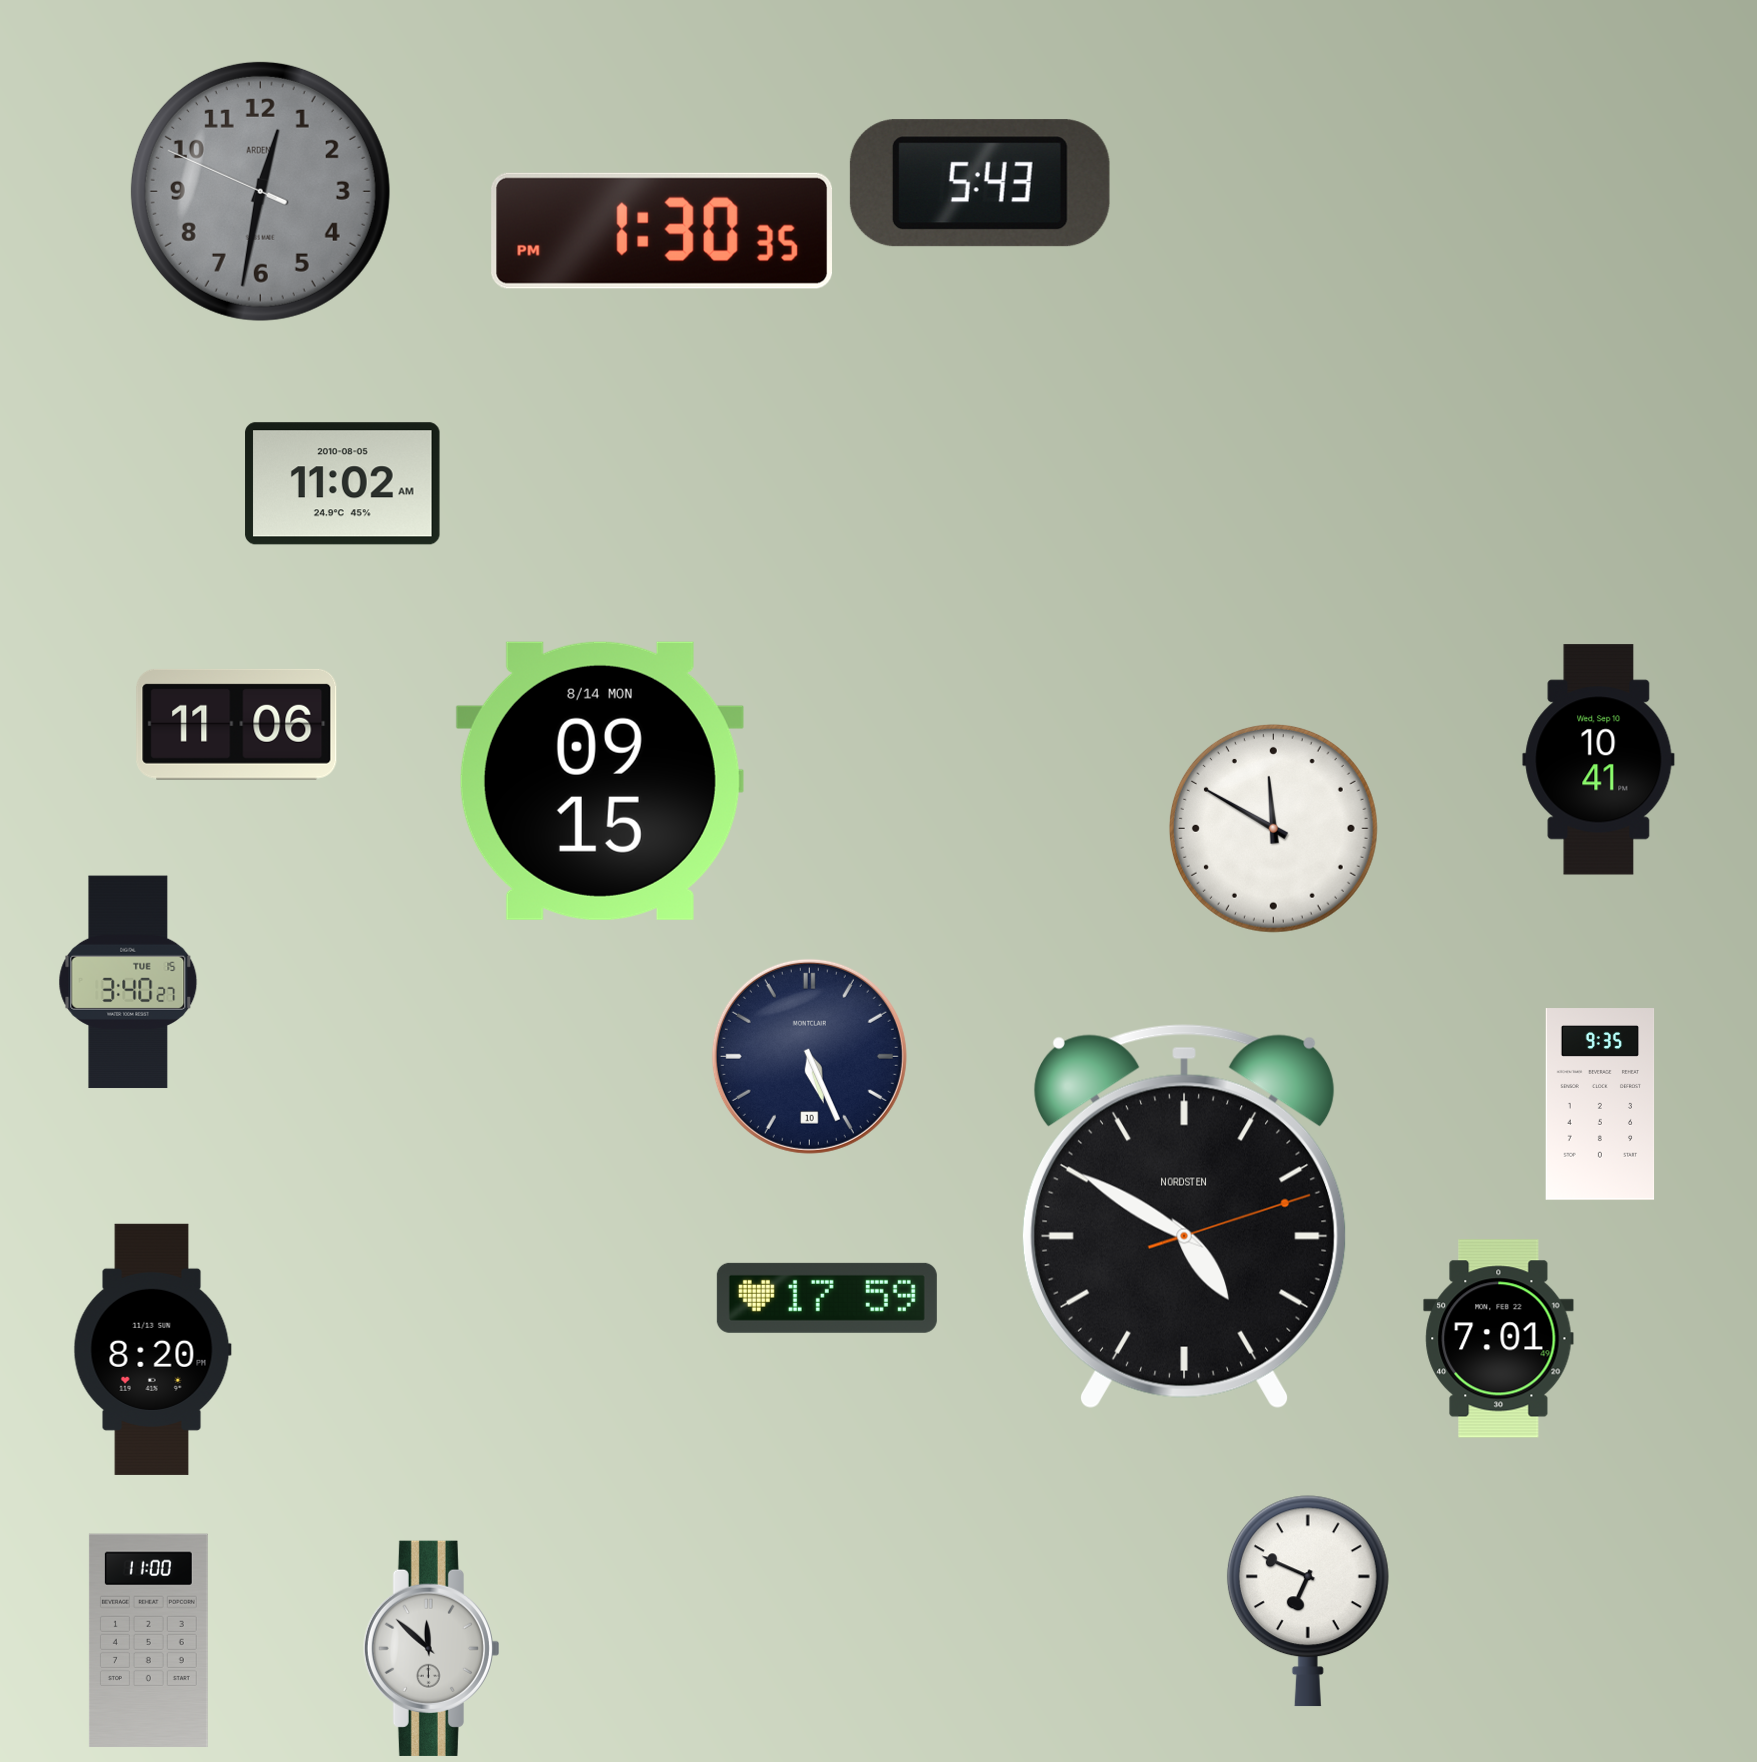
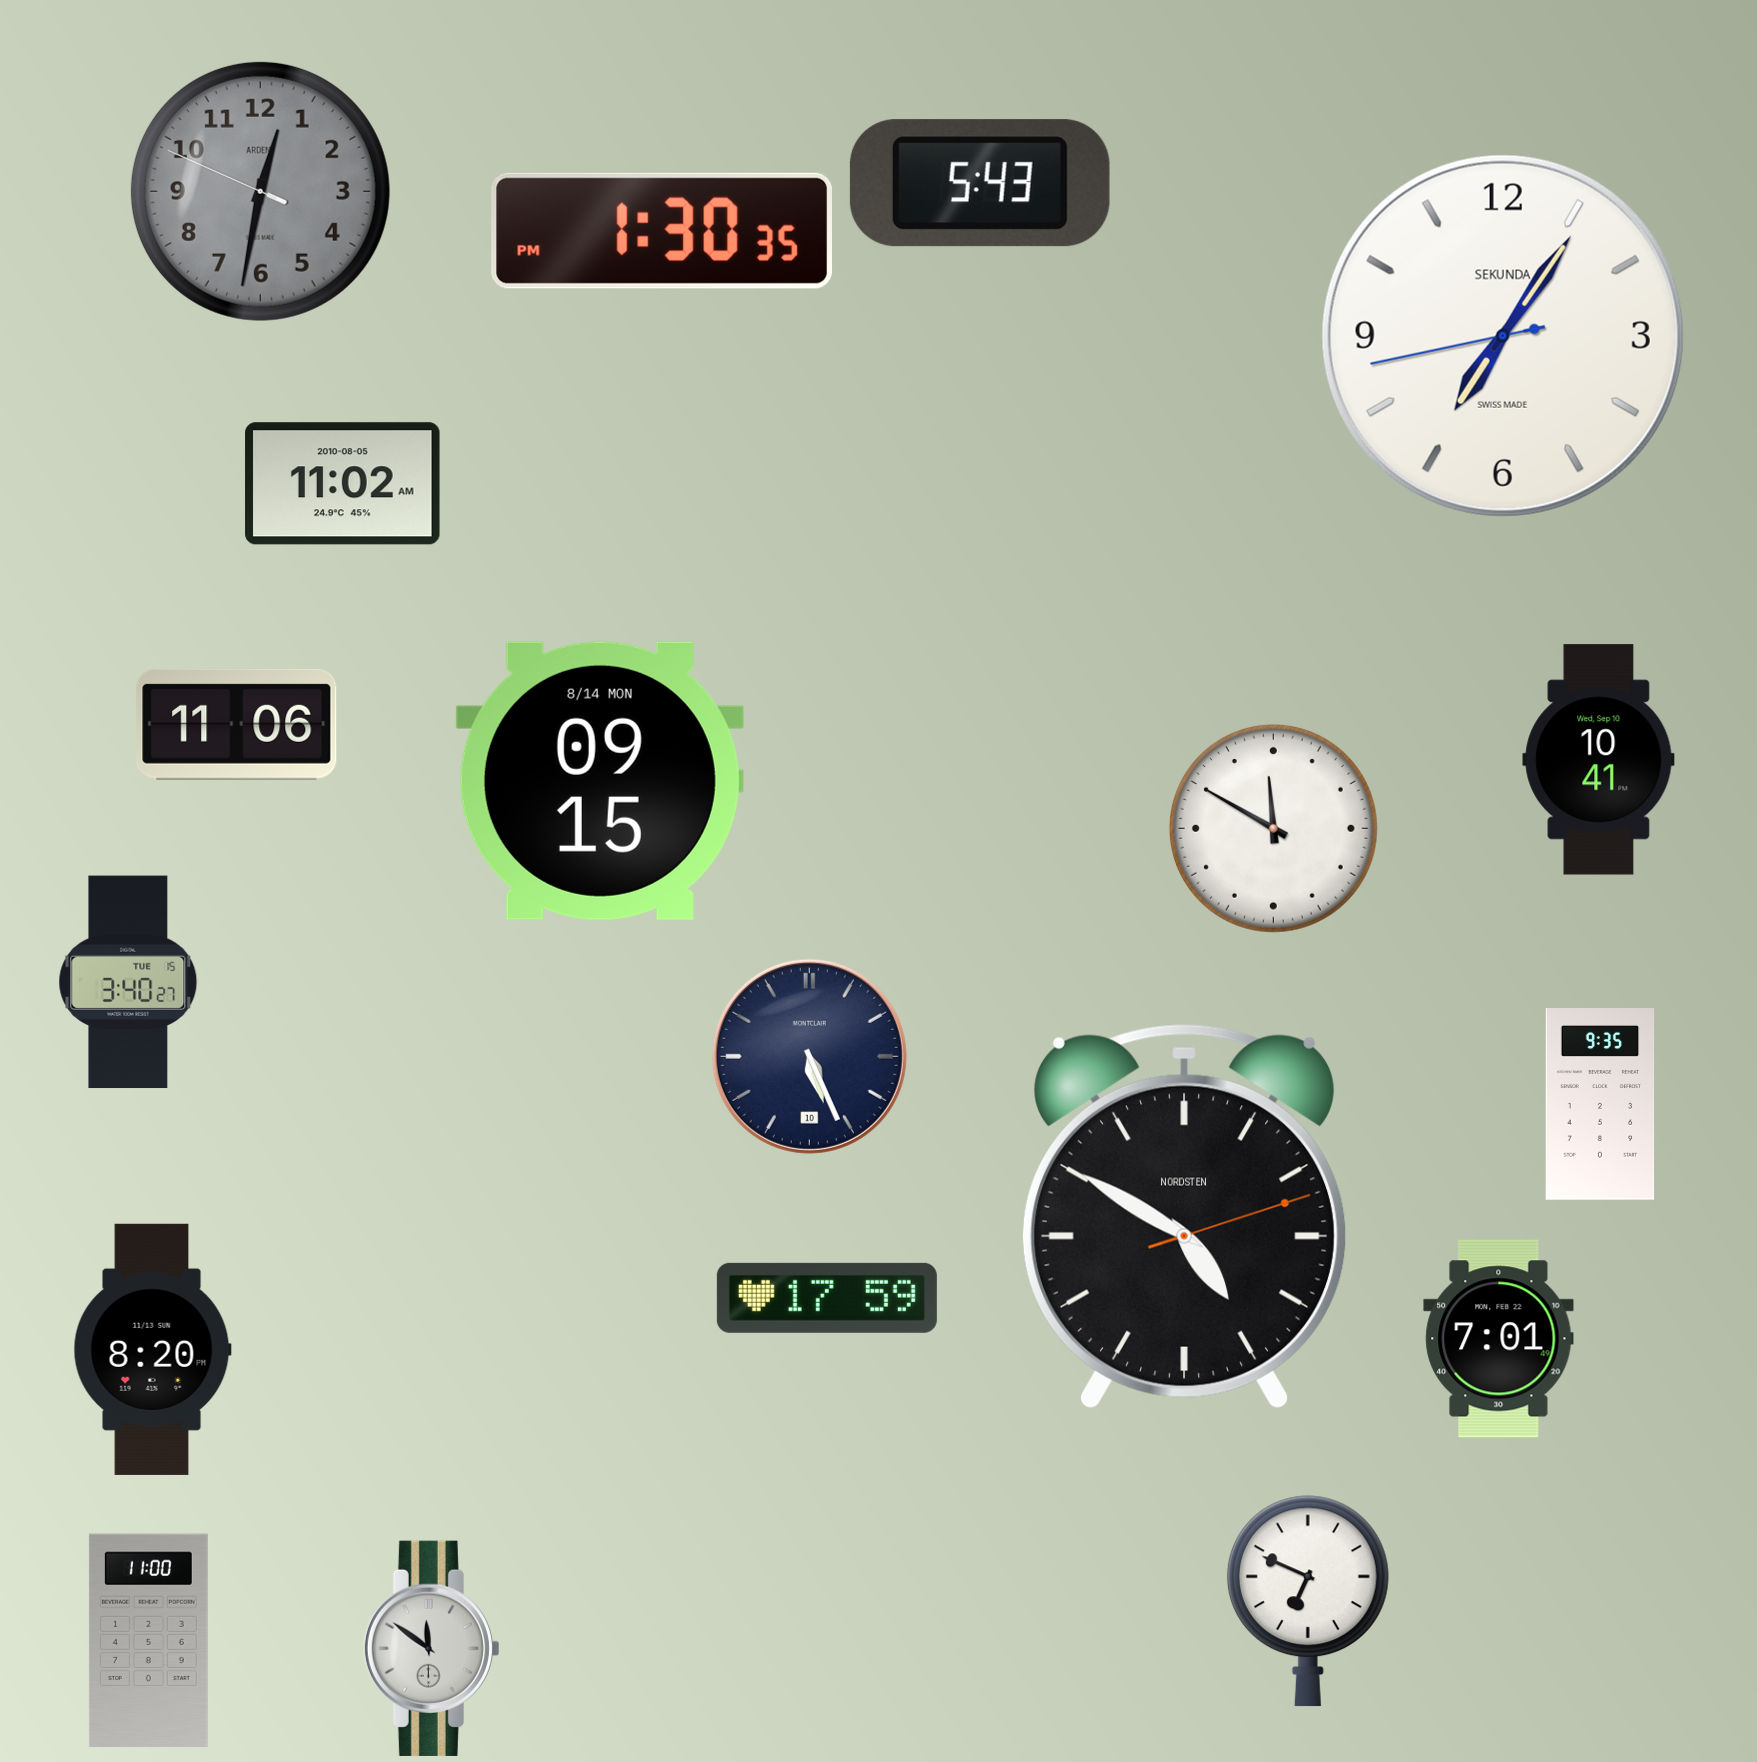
clock at (1503, 336): none -> 7:05
clock at (431, 1648): 11:52 -> 11:51
